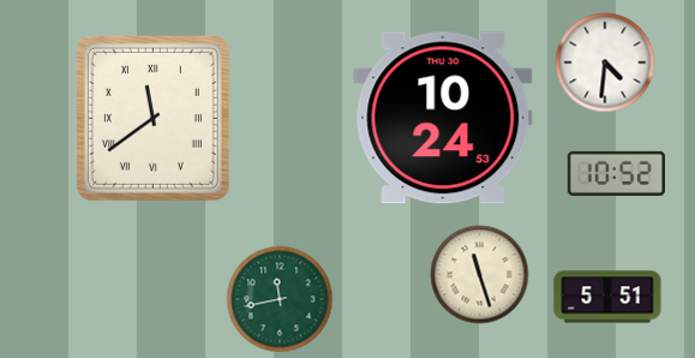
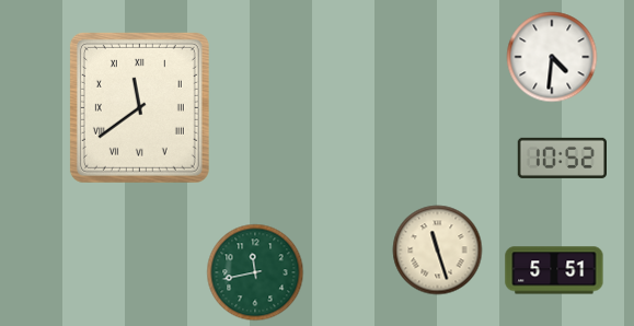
clock at (443, 118): 10:24 -> none
